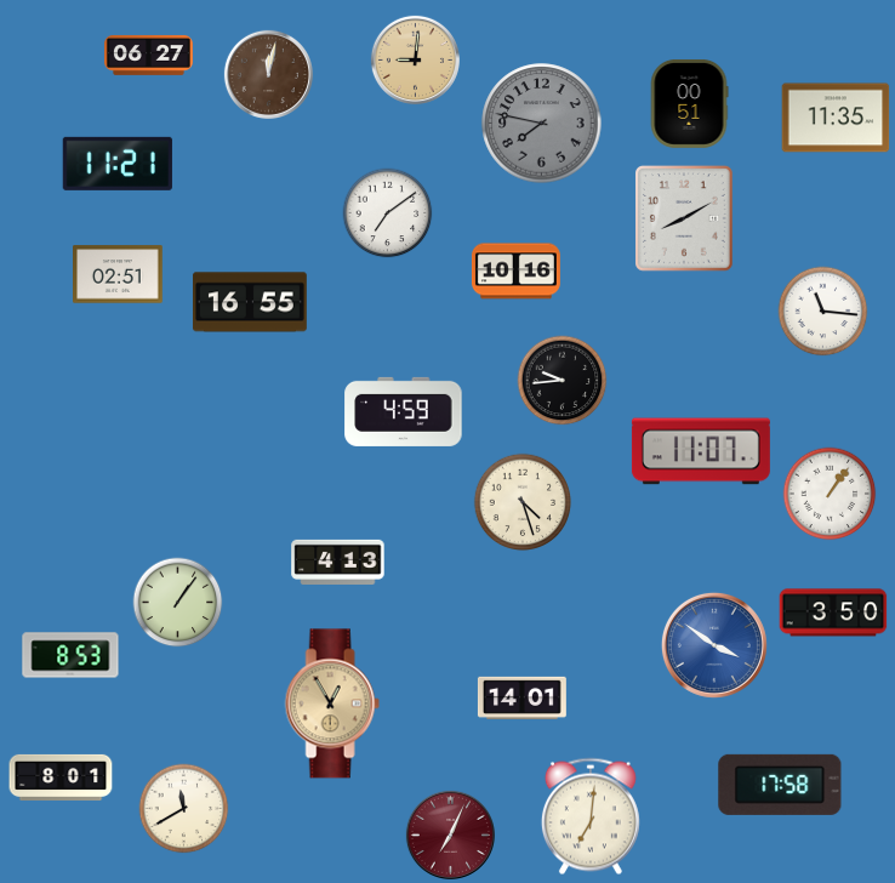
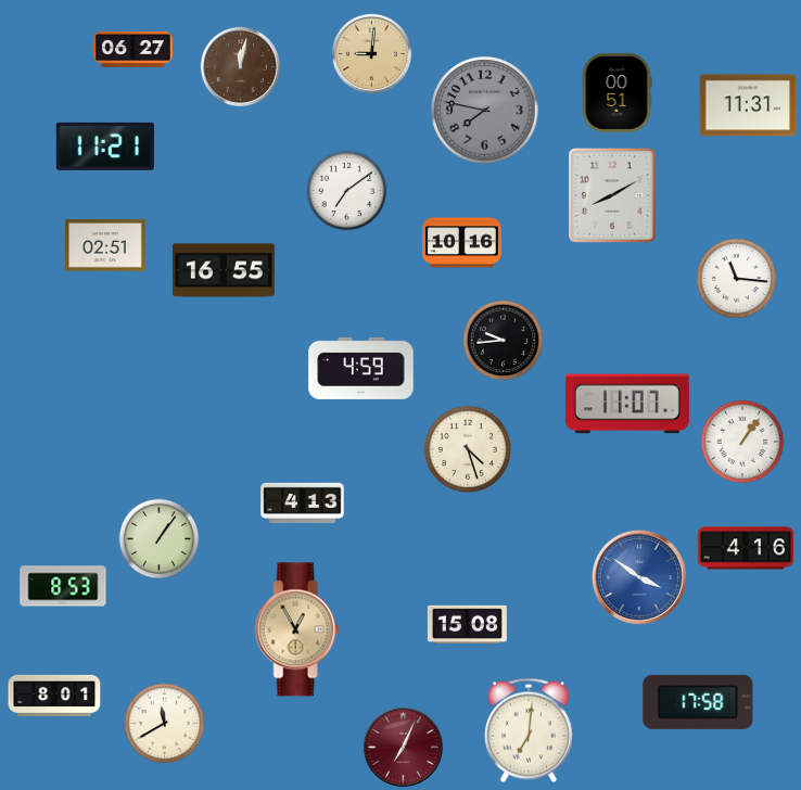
clock at (836, 118): 11:35 -> 11:31
clock at (833, 613): 3:50 -> 4:16
clock at (521, 697): 14:01 -> 15:08
